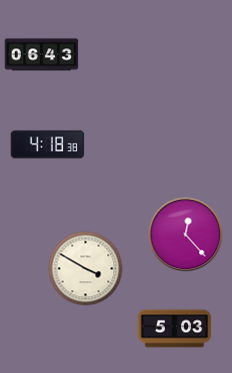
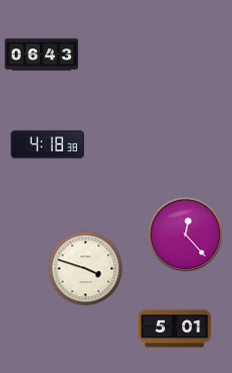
clock at (86, 269): 3:50 -> 3:48
clock at (175, 329): 5:03 -> 5:01
